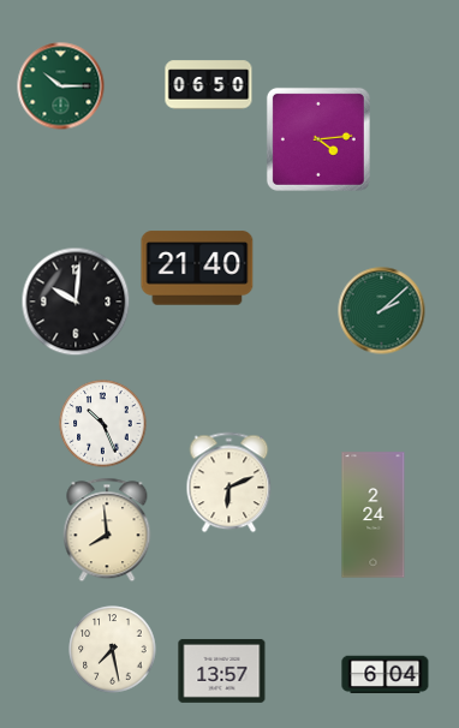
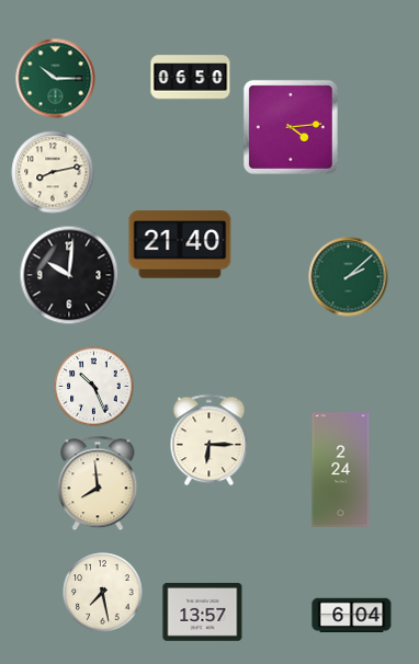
clock at (53, 172): none -> 8:13
clock at (382, 311) position: (382, 311) -> (349, 277)
clock at (229, 483): 6:11 -> 6:15
